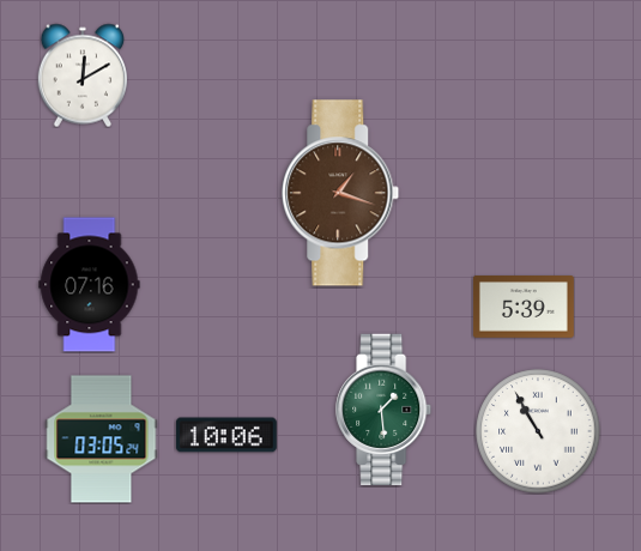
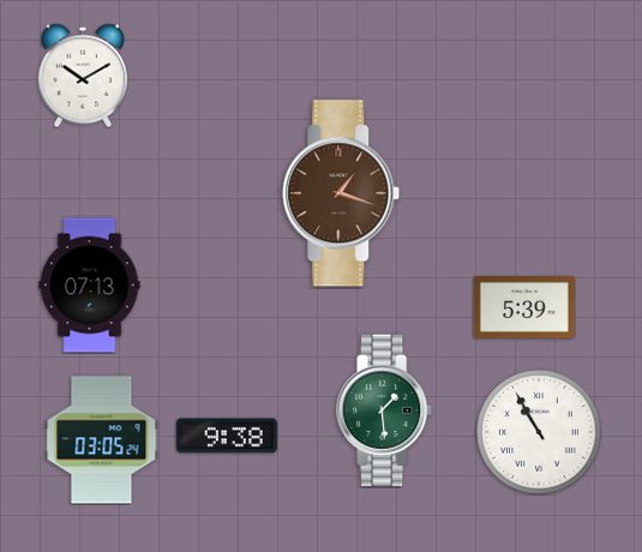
clock at (81, 75): 12:10 -> 10:10
clock at (90, 285): 07:16 -> 07:13
clock at (226, 435): 10:06 -> 9:38
